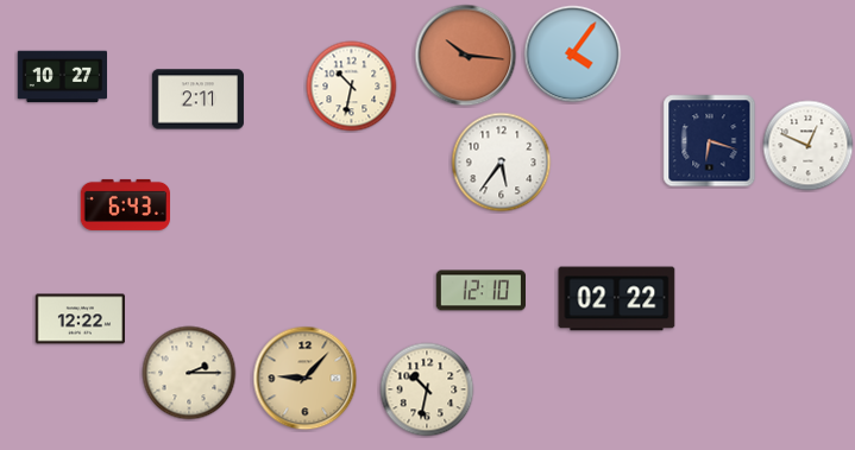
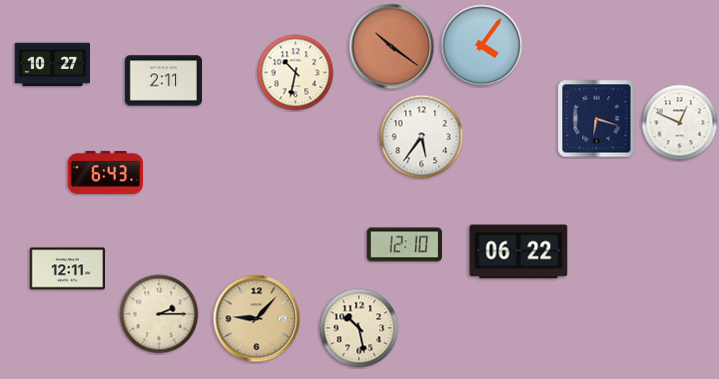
clock at (466, 56): 10:16 -> 10:21
clock at (197, 100) position: (197, 100) -> (163, 81)
clock at (617, 299): 02:22 -> 06:22
clock at (80, 319): 12:22 -> 12:11
clock at (427, 389): 10:32 -> 10:28
